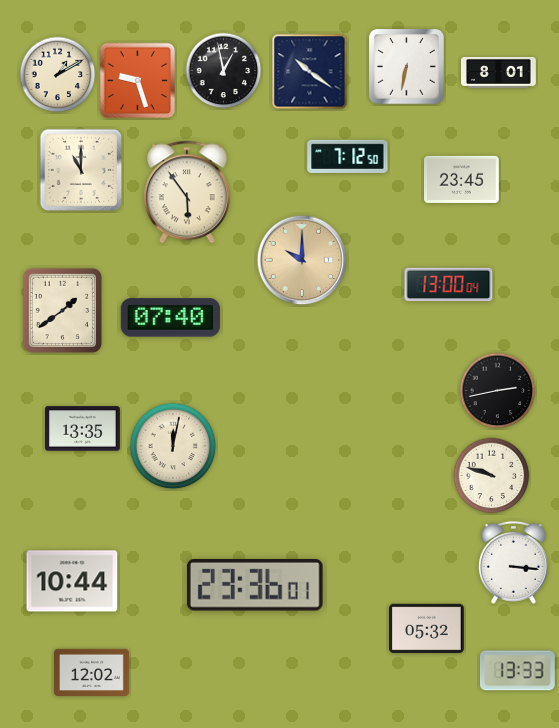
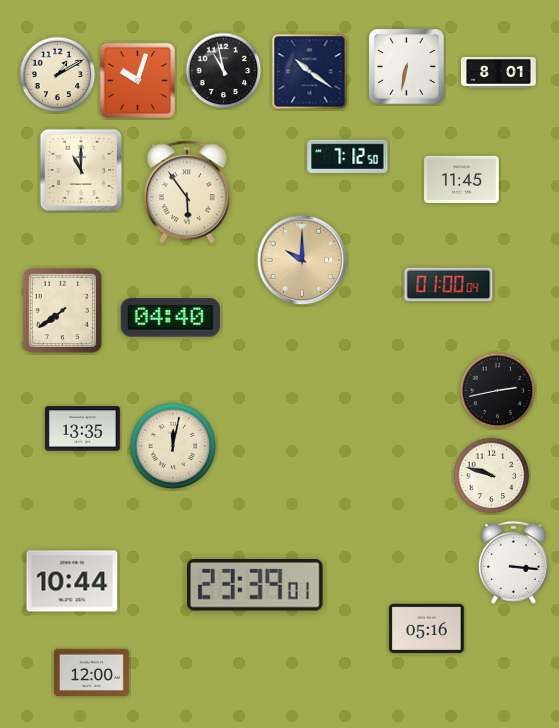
clock at (224, 71): 12:58 -> 10:58
clock at (138, 81): 9:27 -> 10:03
clock at (462, 179): 23:45 -> 11:45
clock at (449, 285): 13:00 -> 01:00
clock at (62, 310): 1:39 -> 7:39
clock at (170, 318): 07:40 -> 04:40
clock at (255, 586): 23:36 -> 23:39
clock at (427, 628): 05:32 -> 05:16
clock at (517, 671): 13:33 -> none
clock at (92, 672): 12:02 -> 12:00
